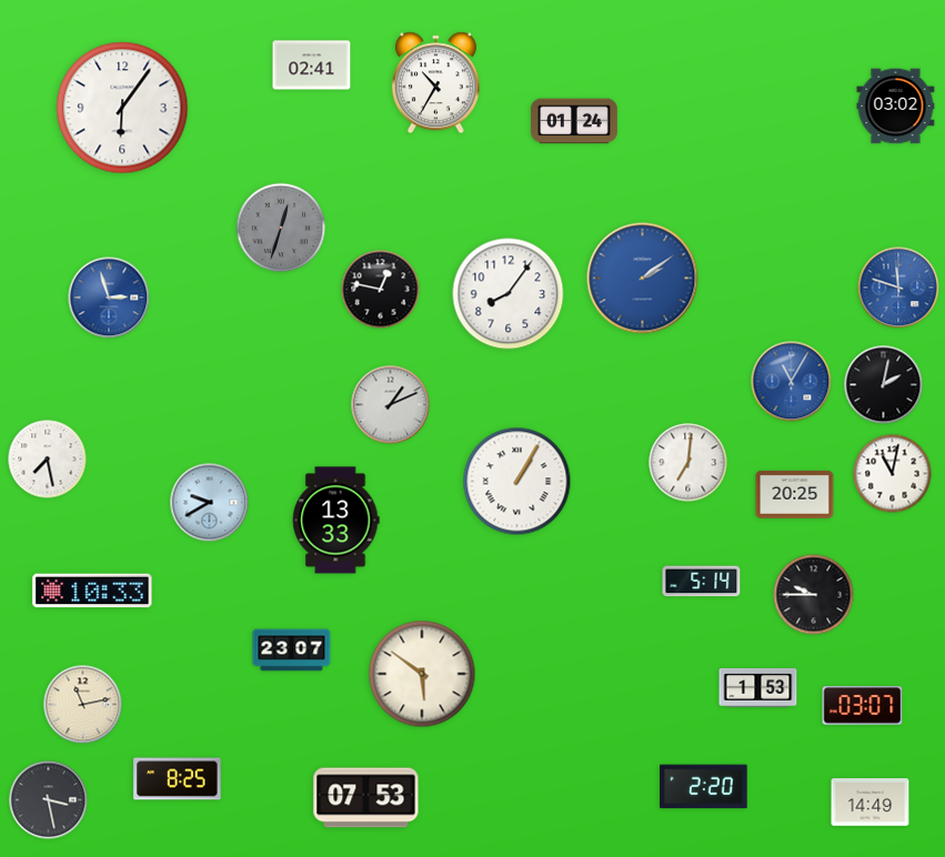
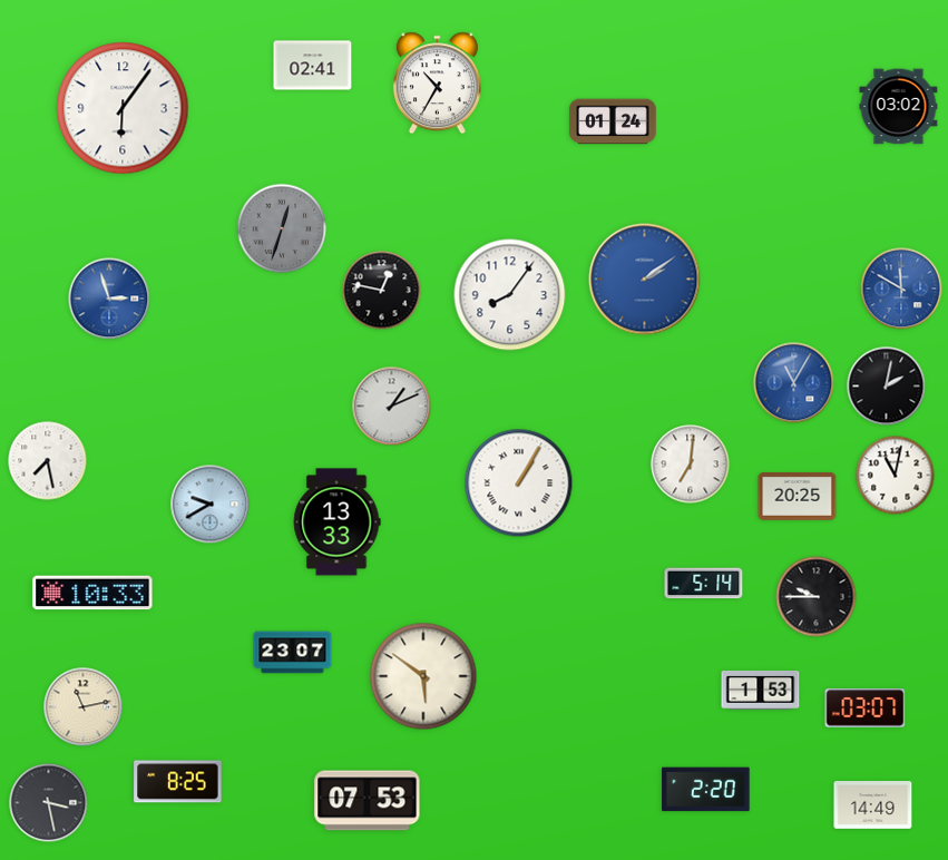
clock at (574, 121) position: (574, 121) -> (613, 121)
clock at (898, 288): 11:48 -> 11:50
